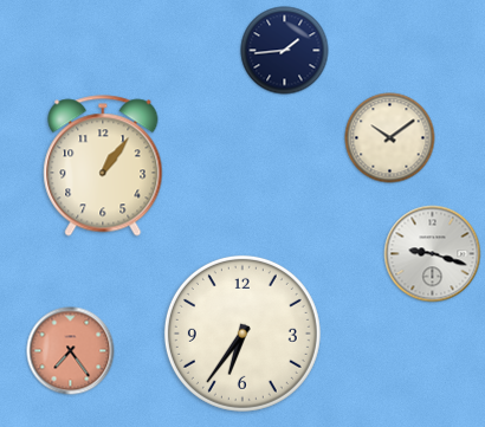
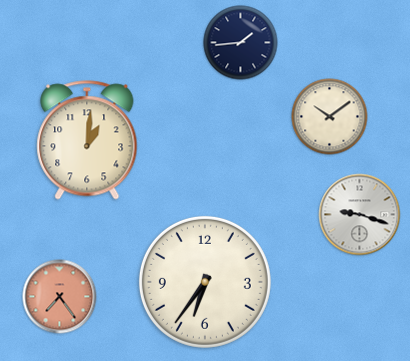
clock at (103, 166): 1:06 -> 1:01
clock at (433, 254) position: (433, 254) -> (360, 215)
